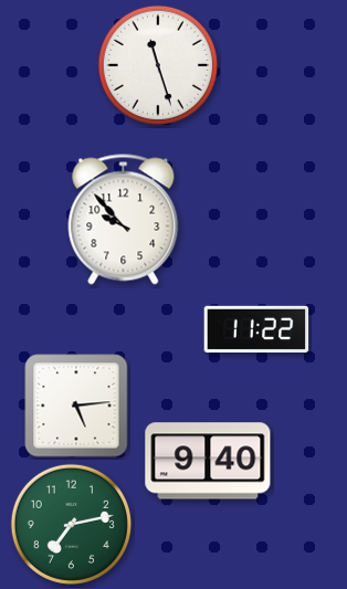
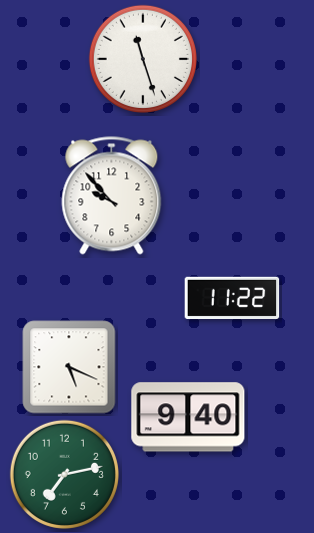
clock at (124, 220) position: (124, 220) -> (112, 196)
clock at (76, 406): 5:14 -> 5:19
